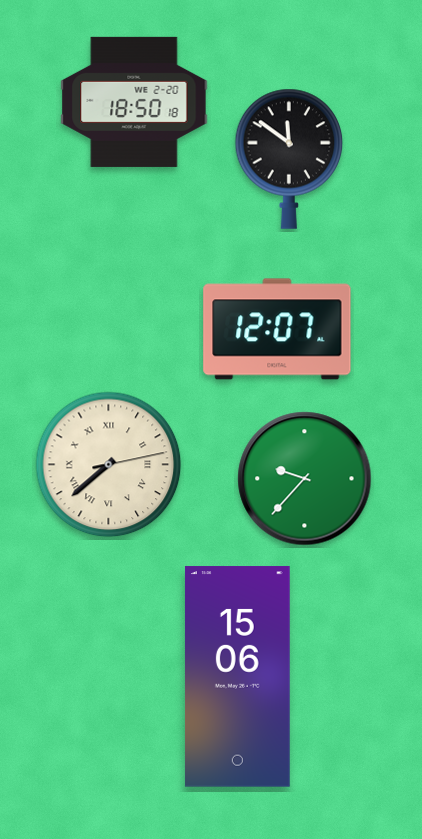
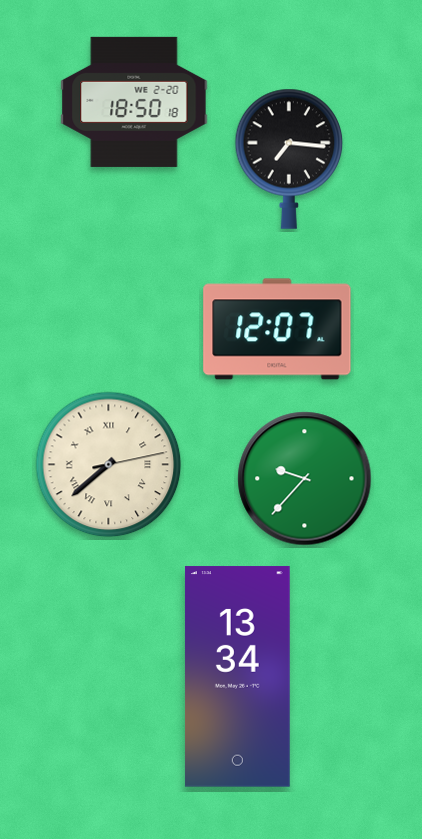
clock at (289, 159): 11:51 -> 7:16
clock at (237, 677): 15:06 -> 13:34
